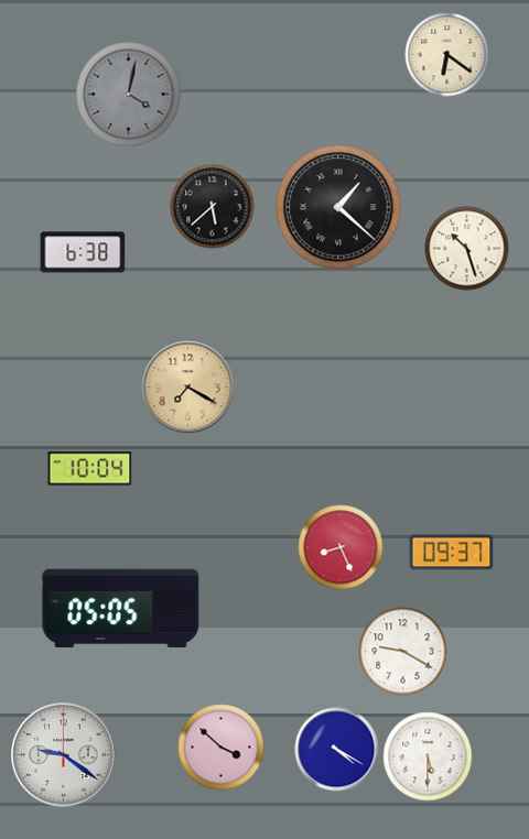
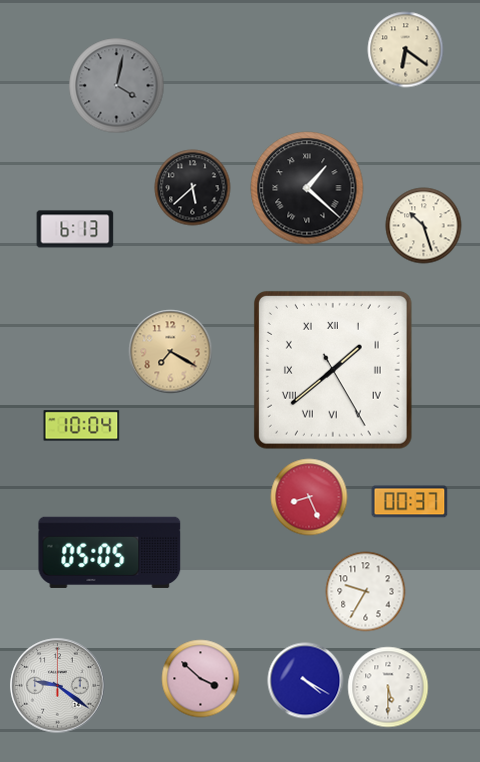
clock at (83, 252): 6:38 -> 6:13
clock at (333, 370): none -> 1:38
clock at (452, 553): 09:37 -> 00:37
clock at (403, 652): 9:20 -> 9:35
